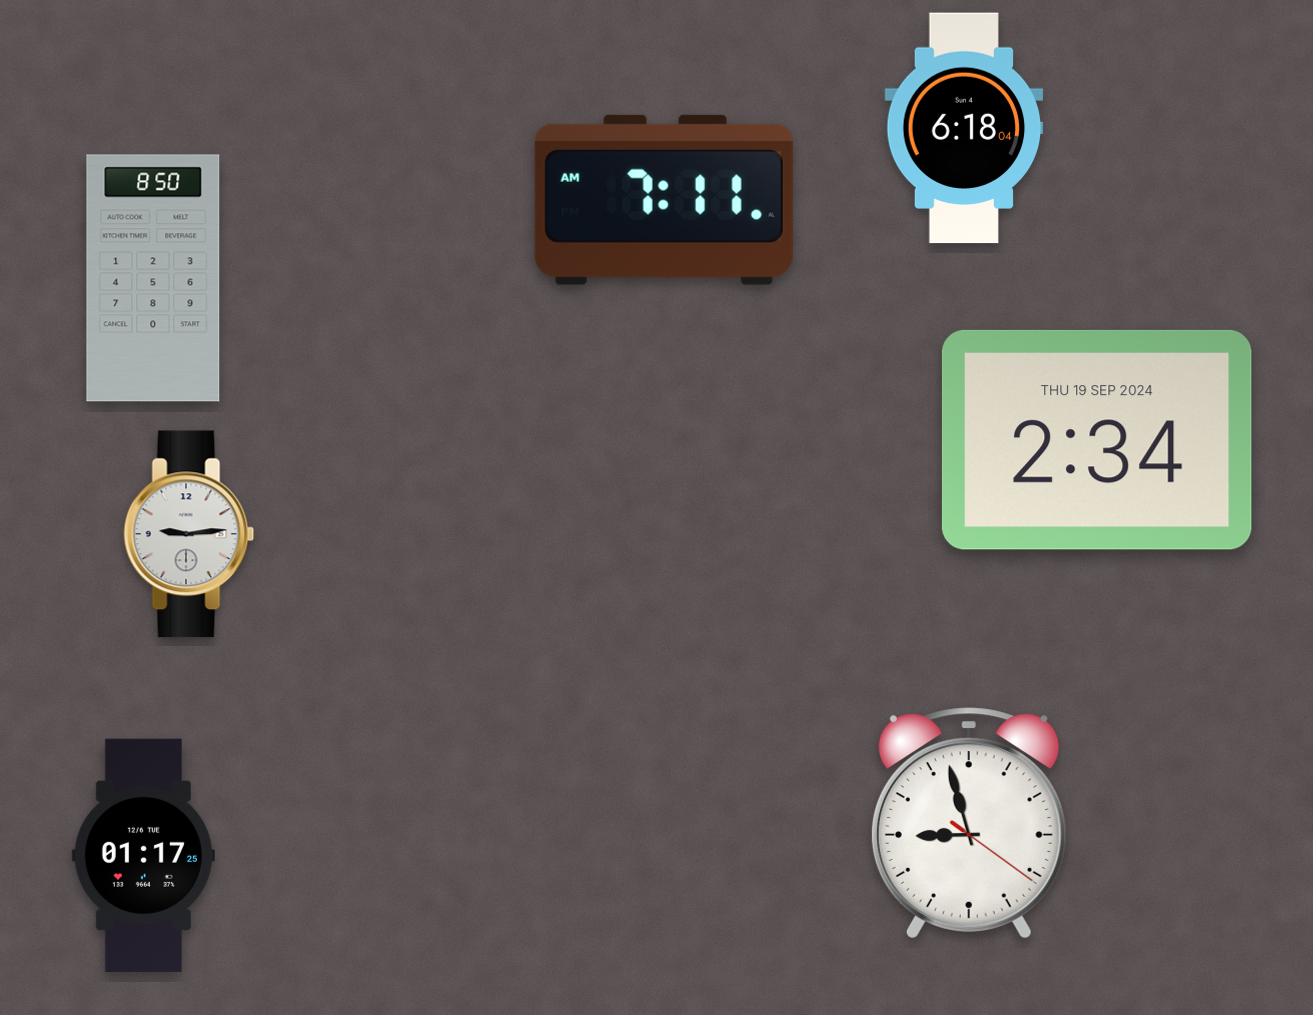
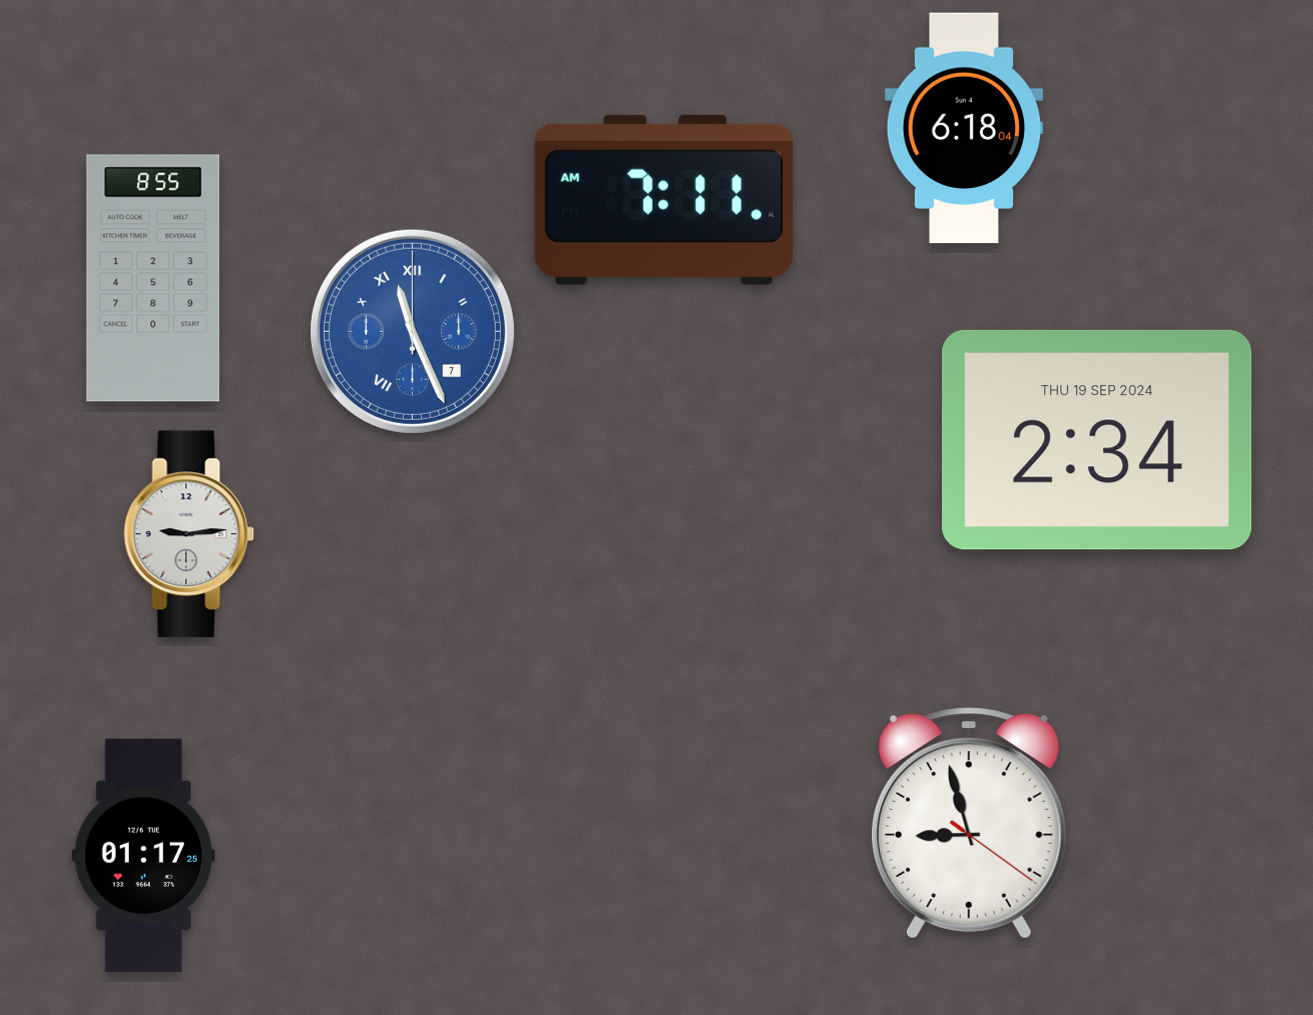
clock at (153, 278): 8:50 -> 8:55
clock at (412, 331): none -> 11:26
